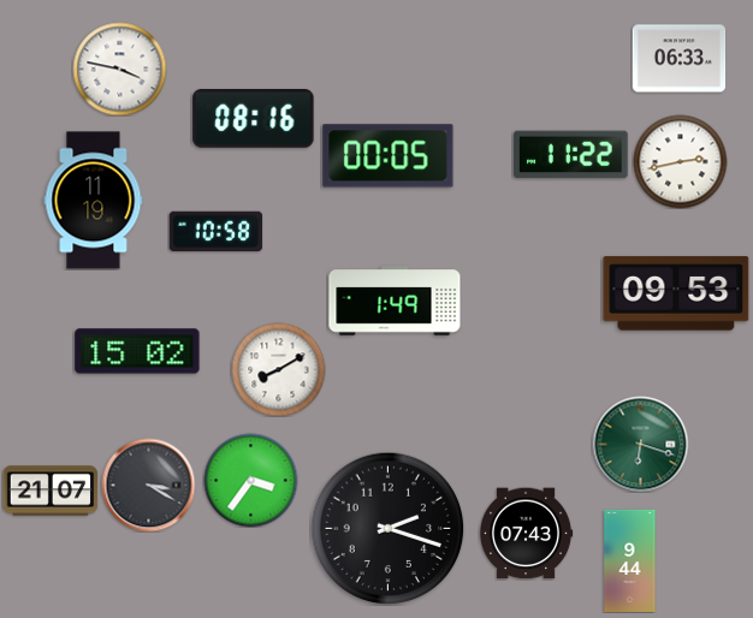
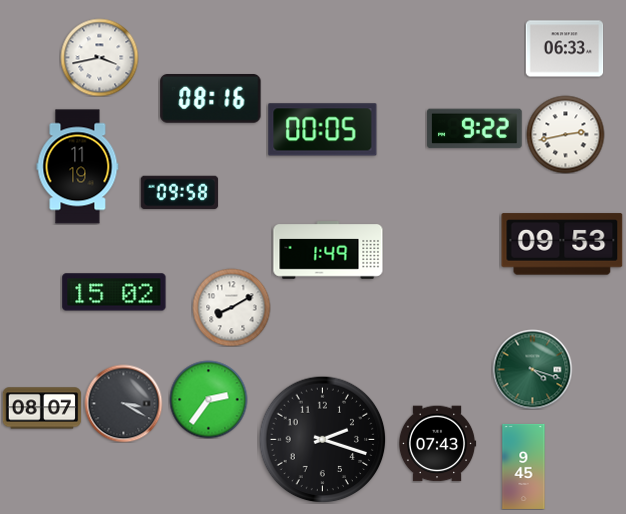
clock at (119, 69): 3:47 -> 3:43
clock at (571, 155): 11:22 -> 9:22
clock at (215, 232): 10:58 -> 09:58
clock at (640, 444): 6:18 -> 4:18
clock at (250, 480): 3:36 -> 2:36
clock at (51, 491): 21:07 -> 08:07
clock at (630, 560): 9:44 -> 9:45
